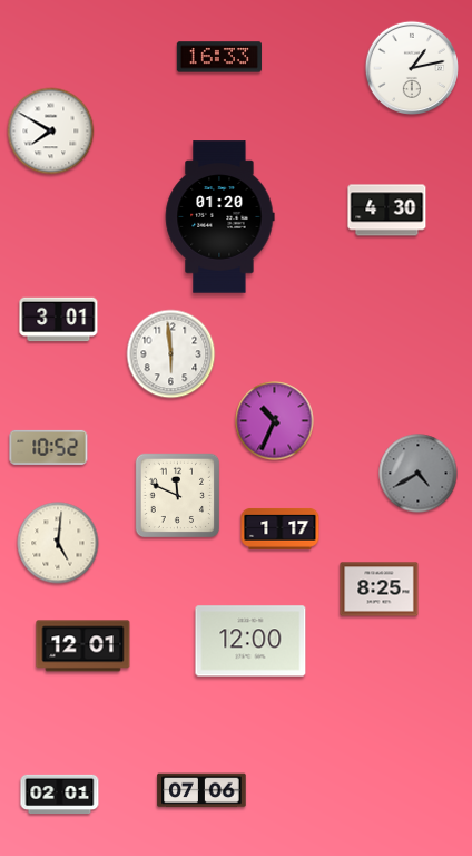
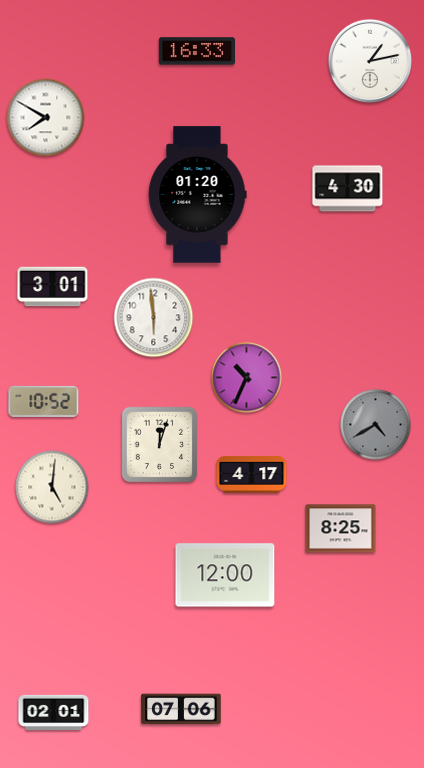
clock at (178, 496): 11:49 -> 12:03
clock at (281, 528): 1:17 -> 4:17
clock at (83, 646): 12:01 -> none
